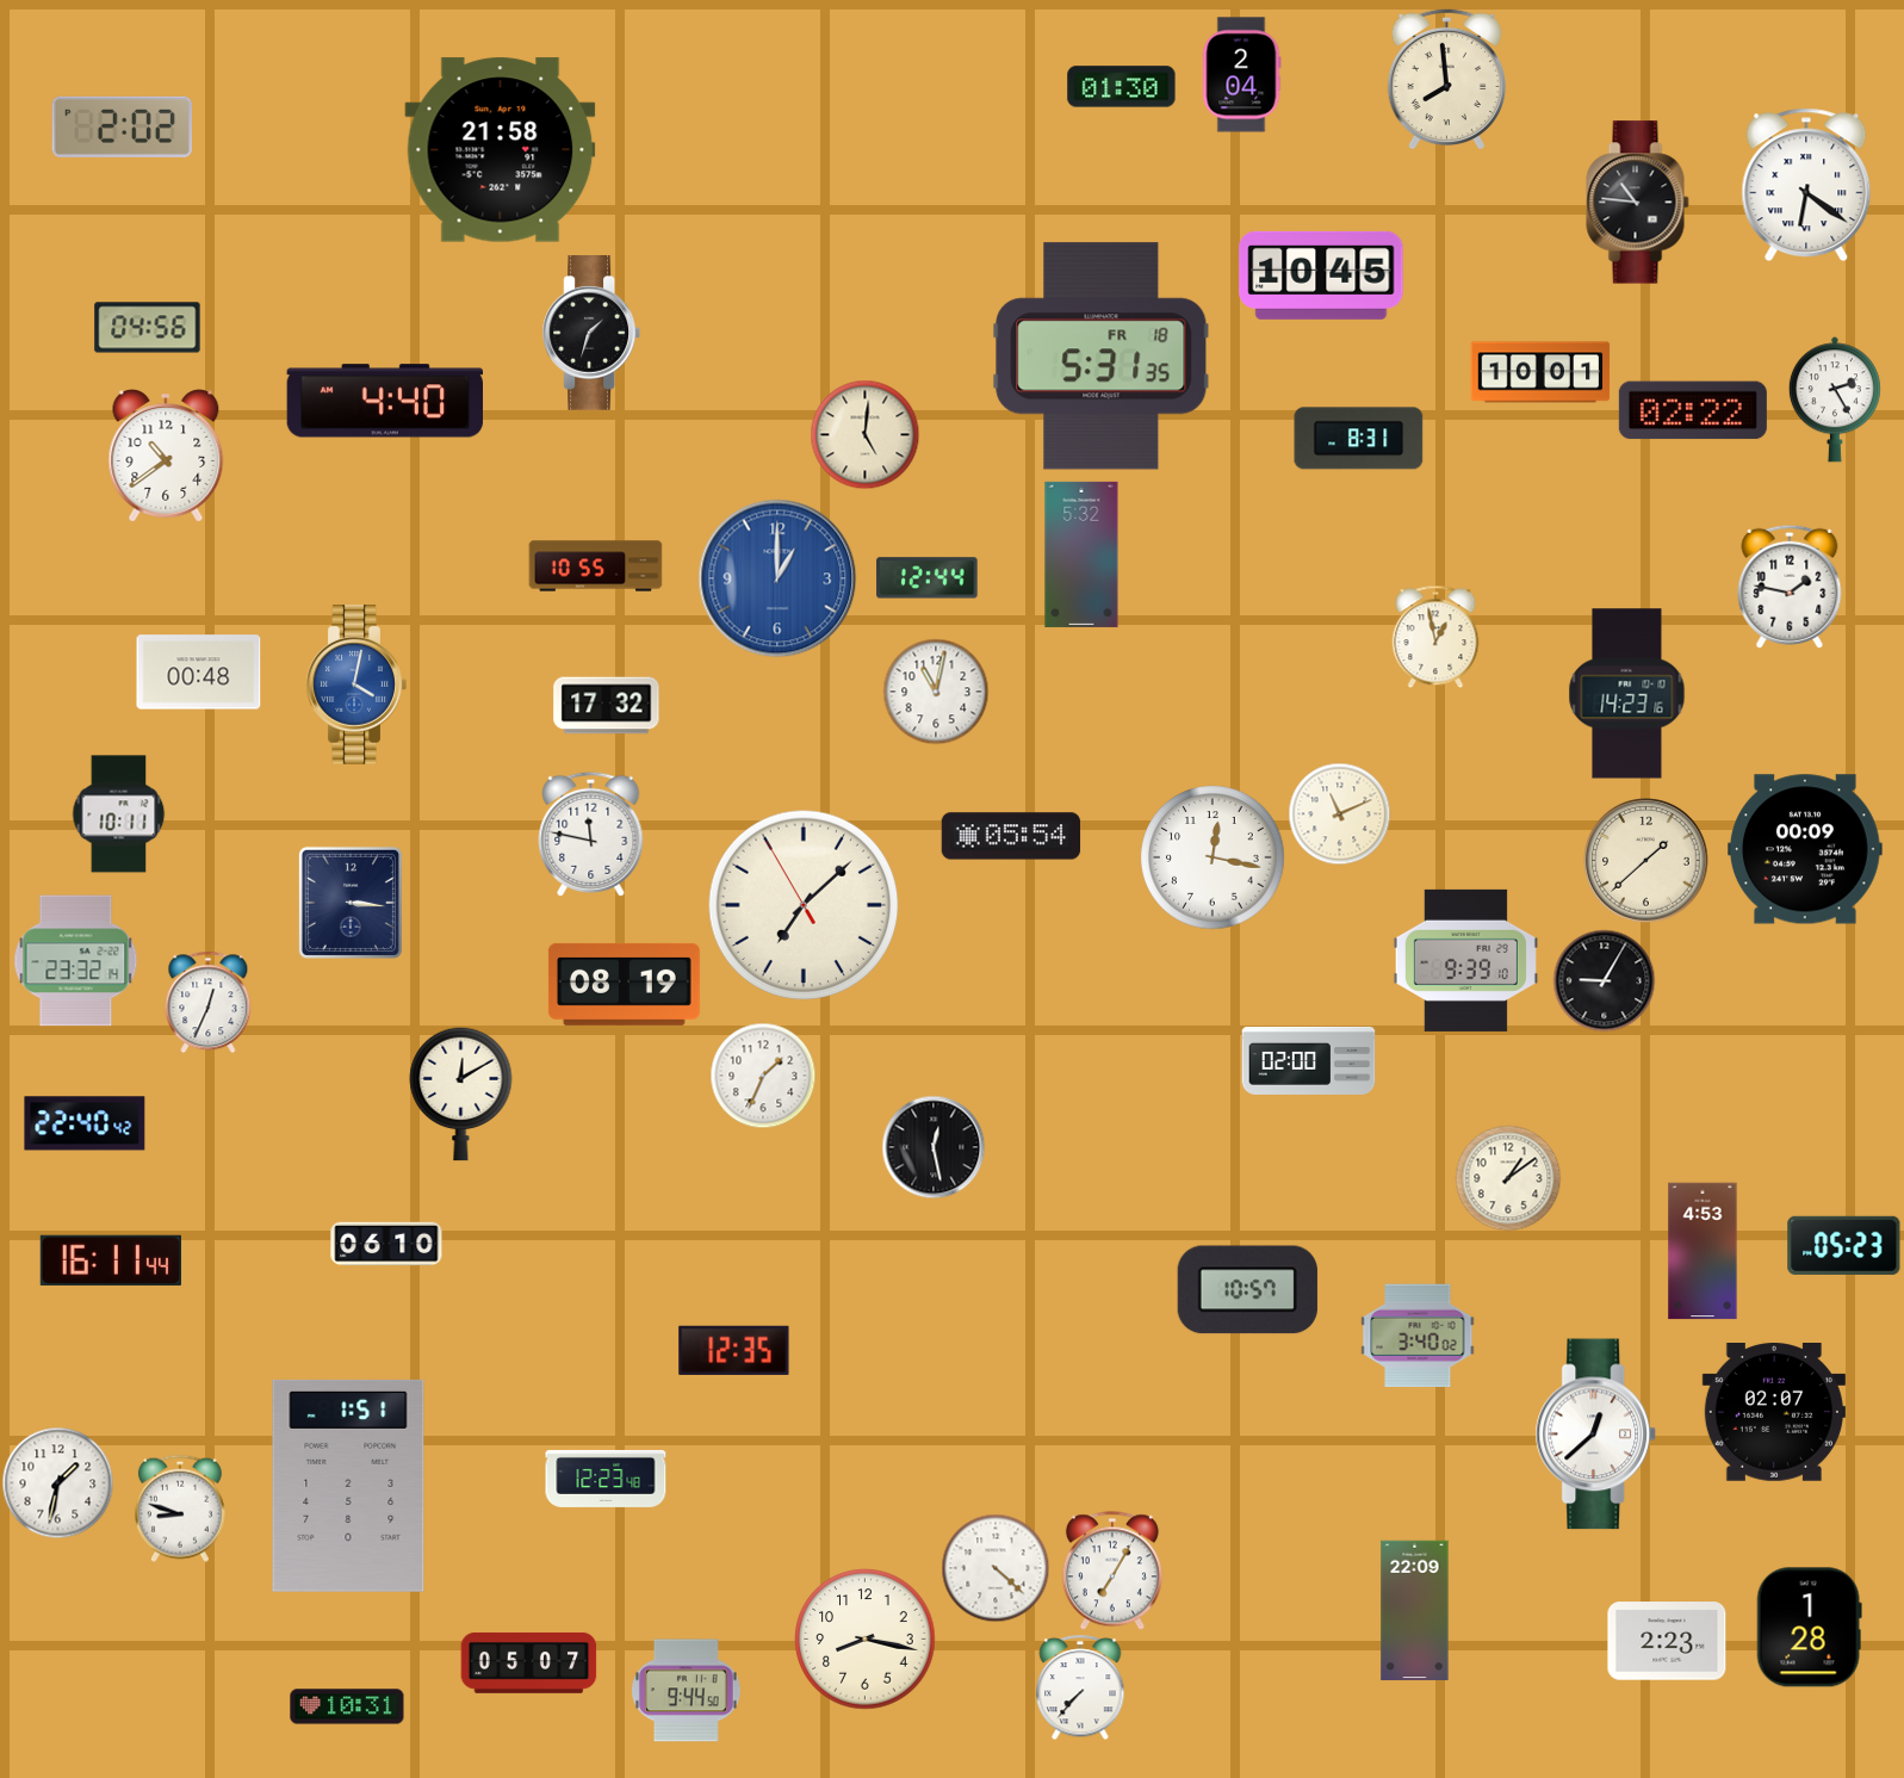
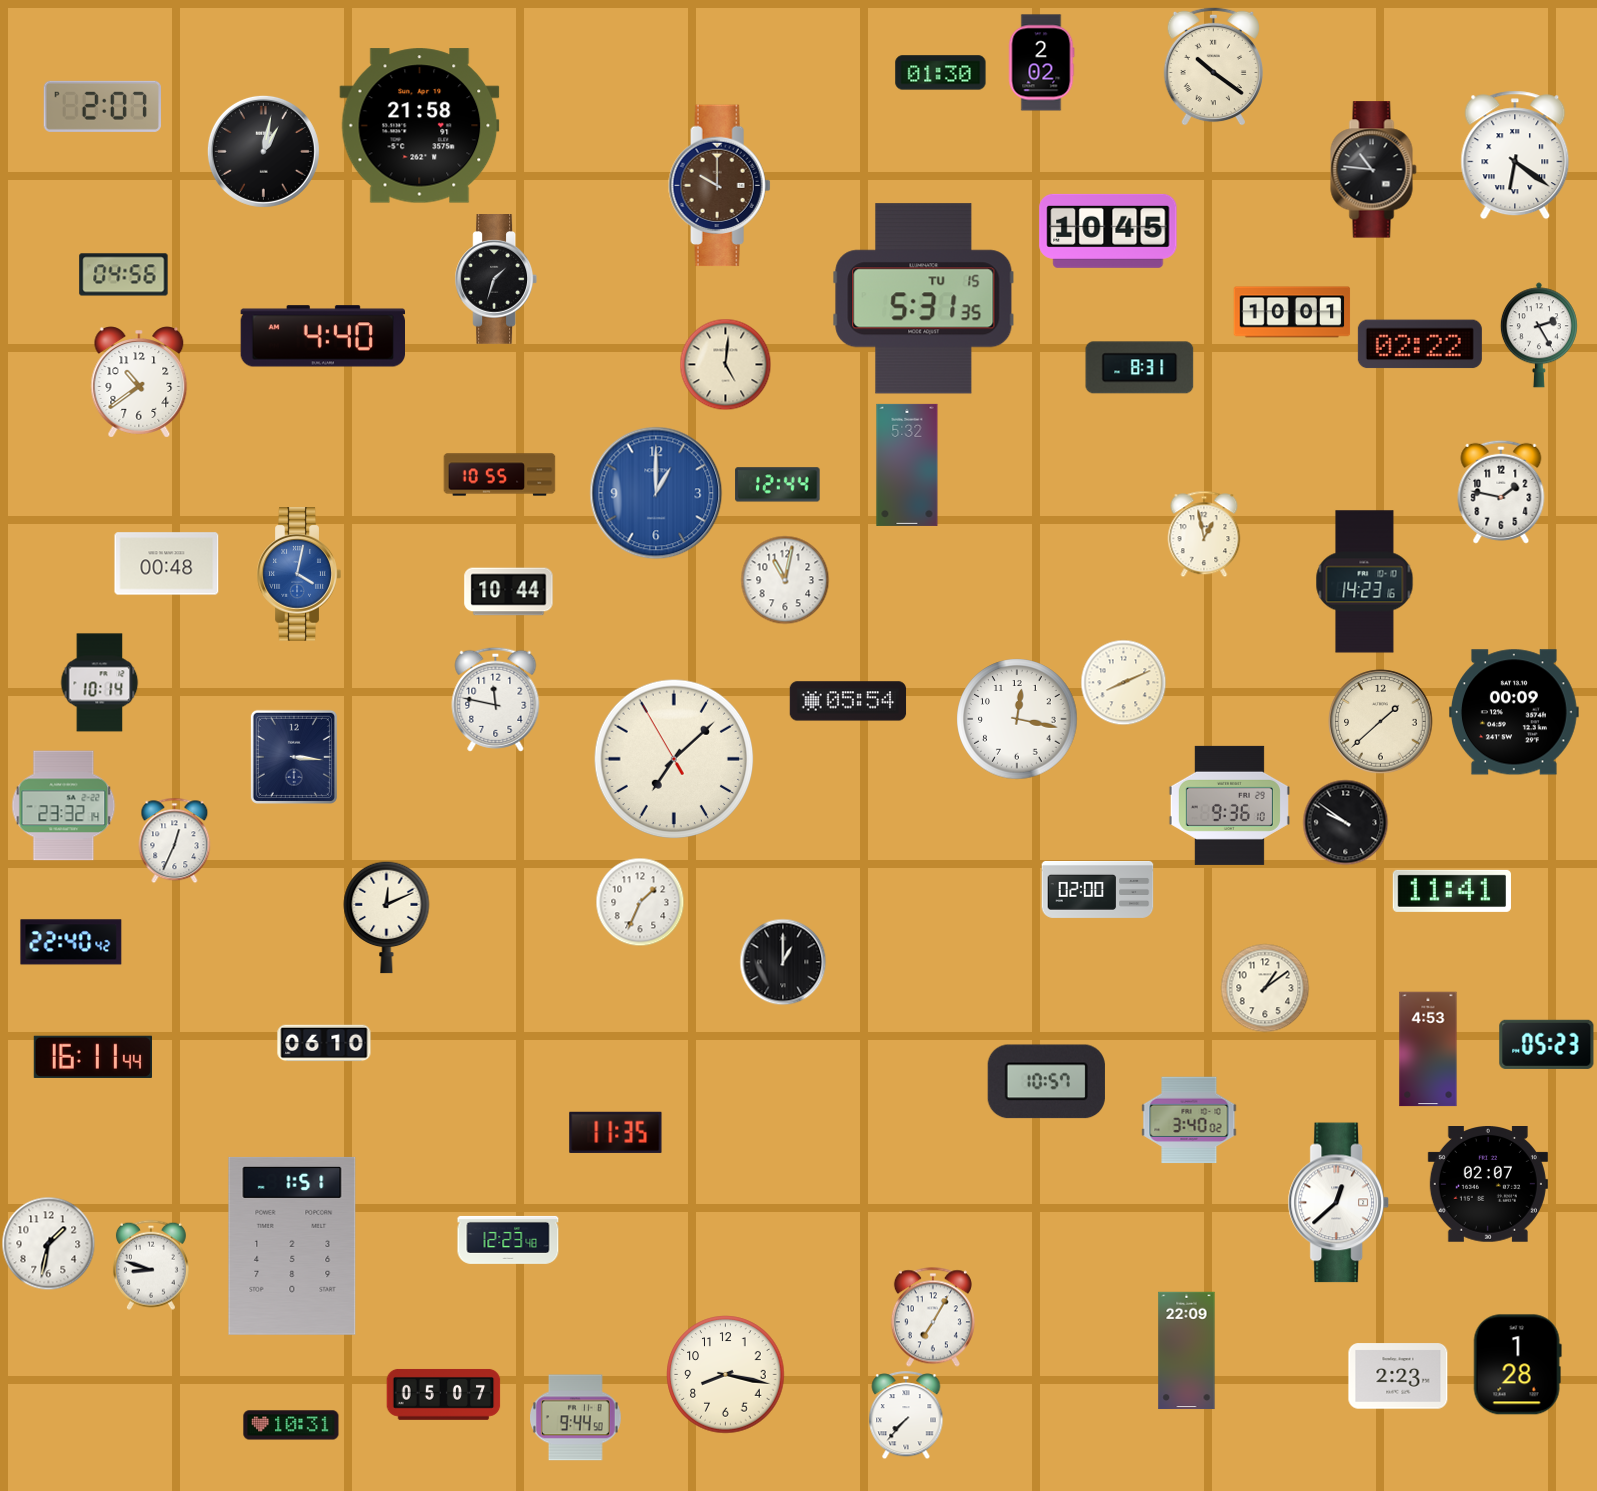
clock at (1241, 75): 2:04 -> 2:02
clock at (1446, 79): 7:59 -> 10:21
clock at (122, 126): 2:02 -> 2:07
clock at (263, 151): none -> 1:02
clock at (720, 186): none -> 10:00
clock at (1102, 357) date: FR 18 -> TU 15
clock at (777, 578) position: (777, 578) -> (656, 493)
clock at (607, 706): 17:32 -> 10:44
clock at (1339, 813): 11:11 -> 8:11
clock at (119, 814): 10:11 -> 10:14
clock at (1465, 960): 9:39 -> 9:36
clock at (1604, 980): 9:05 -> 9:51
clock at (624, 984): 08:19 -> none
clock at (1452, 891): none -> 11:41
clock at (461, 1094): 12:10 -> 12:11
clock at (934, 1147): 12:28 -> 1:00
clock at (734, 1350): 12:35 -> 11:35
clock at (996, 1568): 4:22 -> none
clock at (347, 1706) position: (347, 1706) -> (291, 1425)
